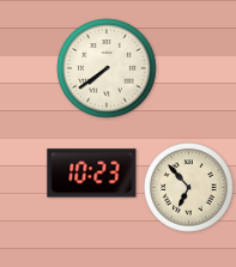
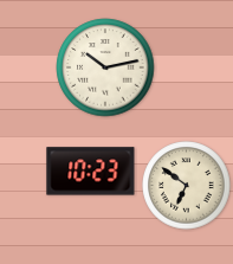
clock at (107, 68): 7:39 -> 10:13
clock at (189, 188): 6:53 -> 6:51
